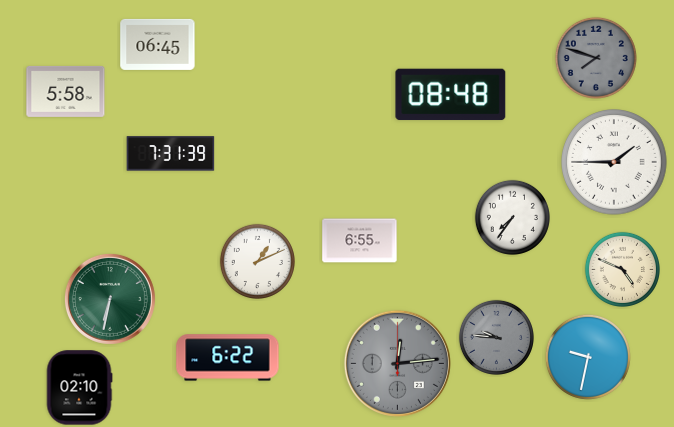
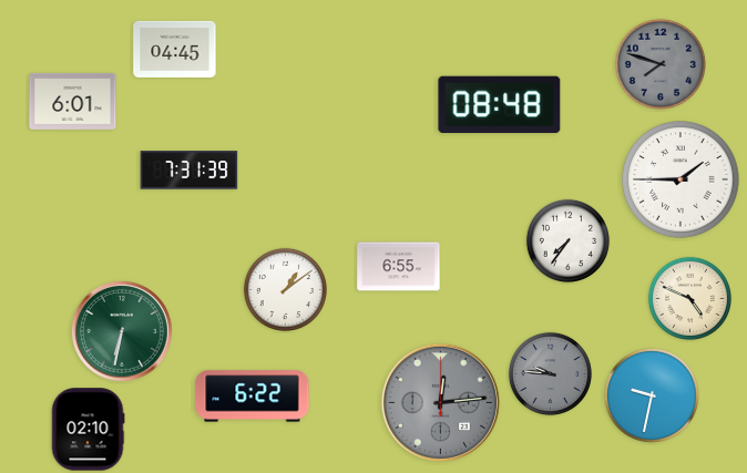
clock at (158, 44): 06:45 -> 04:45
clock at (66, 91): 5:58 -> 6:01
clock at (257, 261): 1:11 -> 1:09
